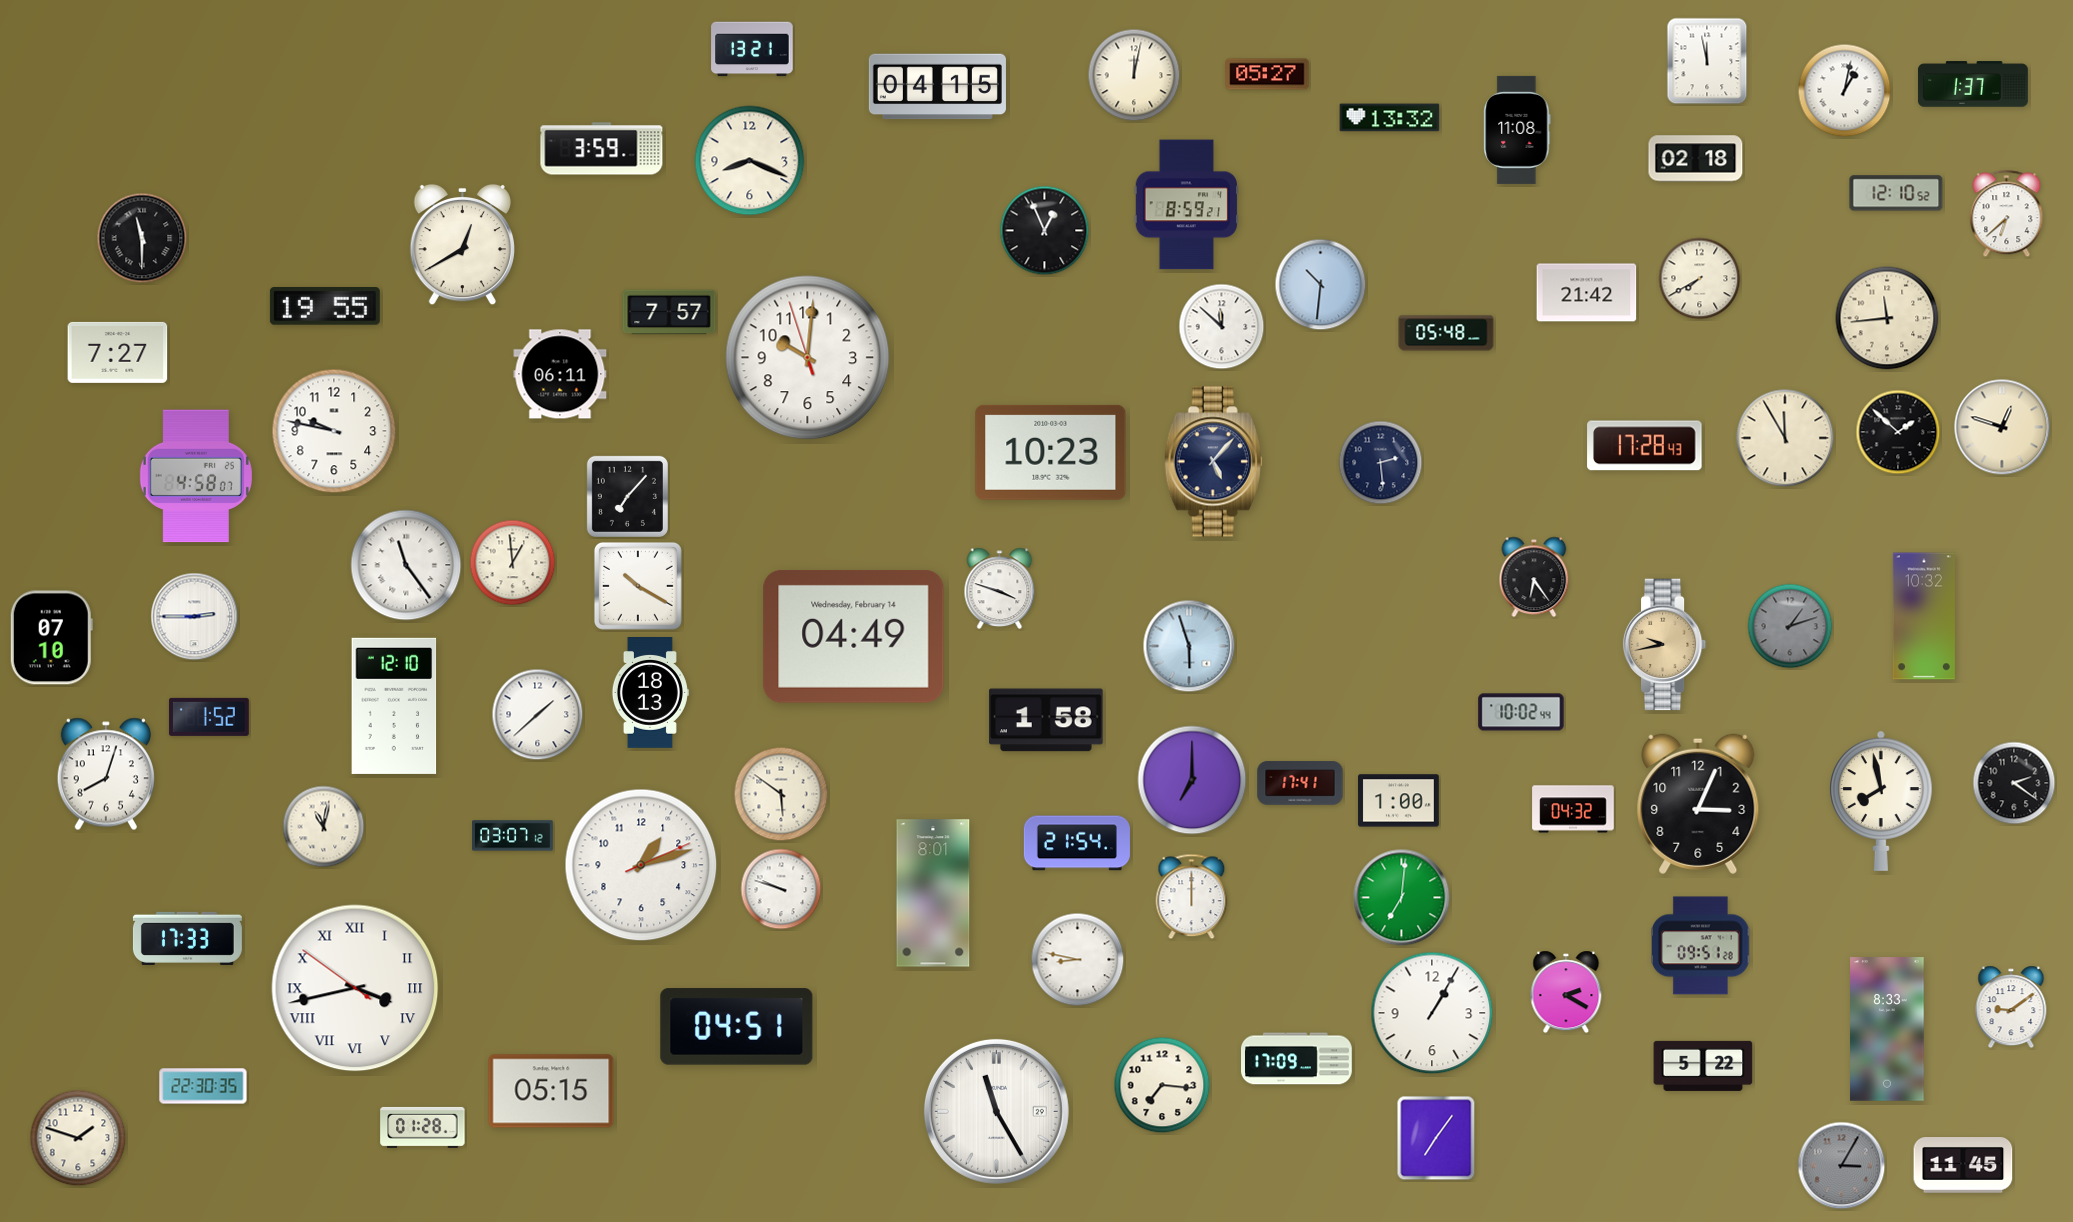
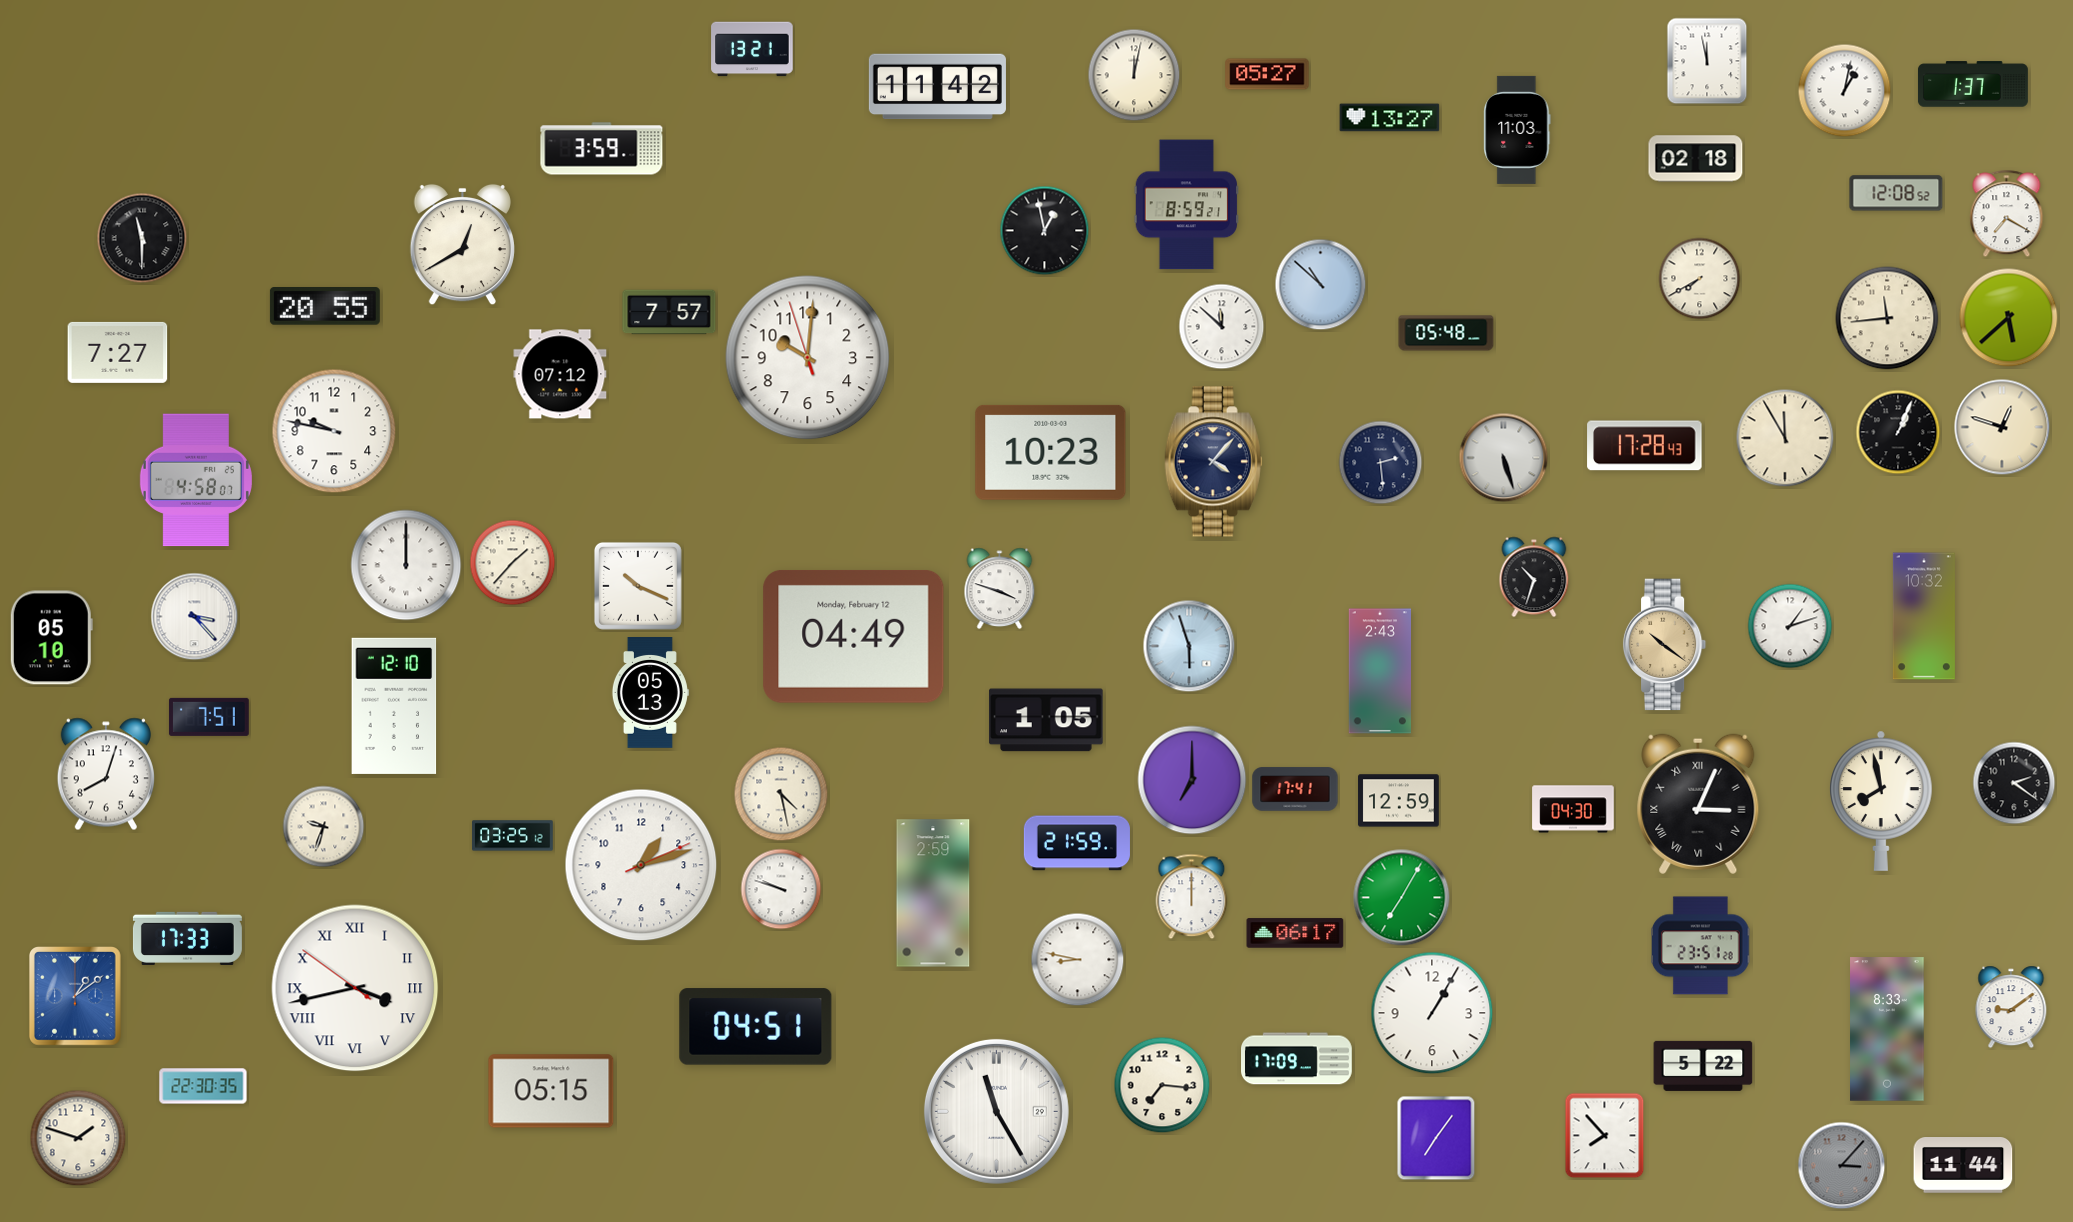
clock at (937, 87): 04:15 -> 11:42
clock at (1390, 118): 13:32 -> 13:27
clock at (1517, 130): 11:08 -> 11:03
clock at (750, 161): 8:19 -> none
clock at (1896, 193): 12:10 -> 12:08
clock at (2007, 214): 6:38 -> 7:20
clock at (1045, 231): 12:56 -> 12:58
clock at (1321, 285): 10:31 -> 10:52
clock at (1587, 293): 21:42 -> none
clock at (325, 307): 19:55 -> 20:55
clock at (2009, 318): none -> 5:38
clock at (560, 374): 06:11 -> 07:12
clock at (1898, 432): 1:52 -> 1:04
clock at (1504, 458): none -> 5:27
clock at (1213, 462): 5:07 -> 4:07
clock at (196, 476) position: (196, 476) -> (196, 480)
clock at (627, 496): 7:07 -> none
clock at (513, 563): 12:59 -> 1:37
clock at (406, 565): 11:24 -> 12:00
clock at (1534, 577): 6:24 -> 10:33
clock at (638, 586): 10:20 -> 10:19
clock at (195, 617): 2:45 -> 3:23
clock at (1790, 626) dial: grey -> white
clock at (854, 636) date: Wednesday, February 14 -> Monday, February 12
clock at (51, 638): 07:10 -> 05:10
clock at (1665, 645): 9:43 -> 10:21
clock at (1380, 671): none -> 2:43
clock at (650, 693): 18:13 -> 05:13
clock at (1521, 712): 10:02 -> none
clock at (538, 715): 1:38 -> none
clock at (209, 717): 1:52 -> 7:51
clock at (1046, 720): 1:58 -> 1:05
clock at (1300, 783) position: (1300, 783) -> (1295, 789)
clock at (781, 794): 5:51 -> 4:28
clock at (1399, 801): 1:00 -> 12:59
clock at (1698, 804) numerals: Arabic -> Roman
clock at (1573, 809): 04:32 -> 04:30
clock at (324, 827): 11:02 -> 9:33
clock at (513, 836): 03:07 -> 03:25
clock at (1077, 843): 21:54 -> 21:59
clock at (933, 893): 8:01 -> 2:59
clock at (1402, 898): 7:01 -> 7:05
clock at (1295, 933): none -> 06:17
clock at (1701, 946): 09:51 -> 23:51
clock at (1566, 992): 2:20 -> none
clock at (76, 997): none -> 1:09
clock at (737, 1027) position: (737, 1027) -> (756, 1027)
clock at (423, 1127): 01:28 -> none
clock at (1605, 1136): none -> 7:53
clock at (1963, 1165): 11:45 -> 11:44
clock at (1842, 1166): 3:05 -> 3:07
